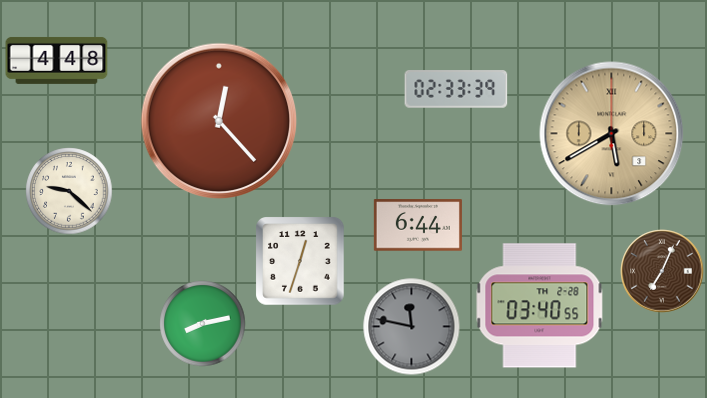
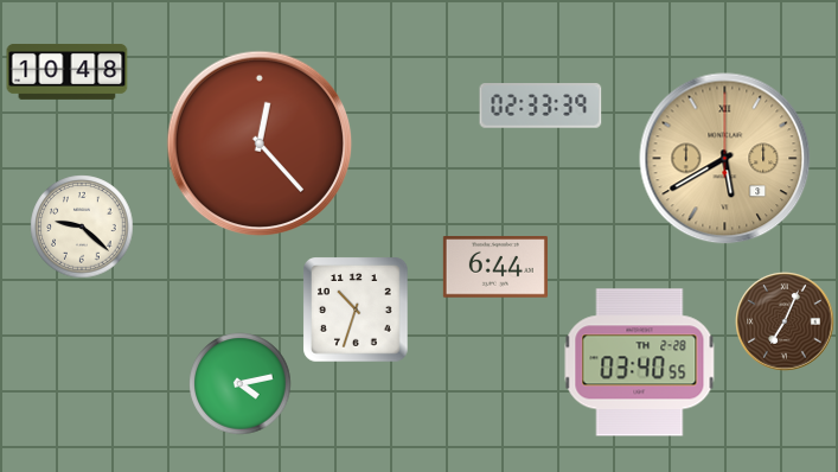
clock at (57, 60): 4:48 -> 10:48
clock at (300, 261): 12:33 -> 10:33
clock at (203, 324): 8:13 -> 4:13
clock at (412, 327): 11:47 -> none
